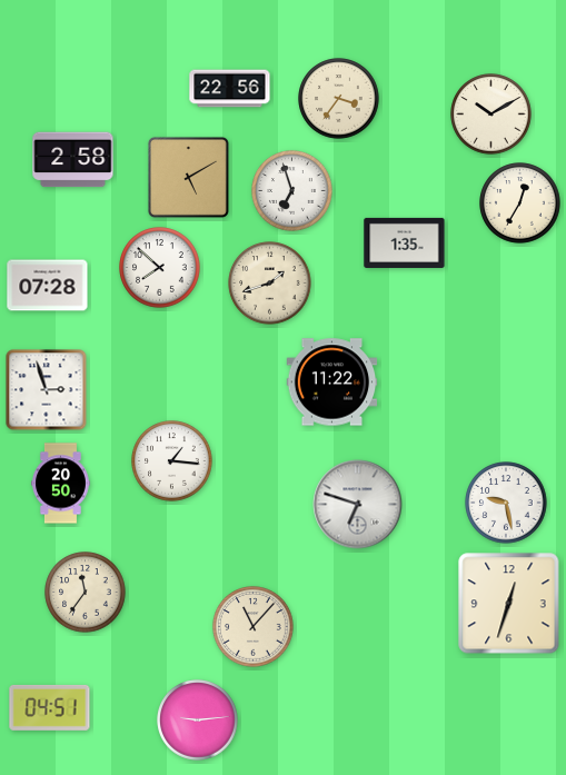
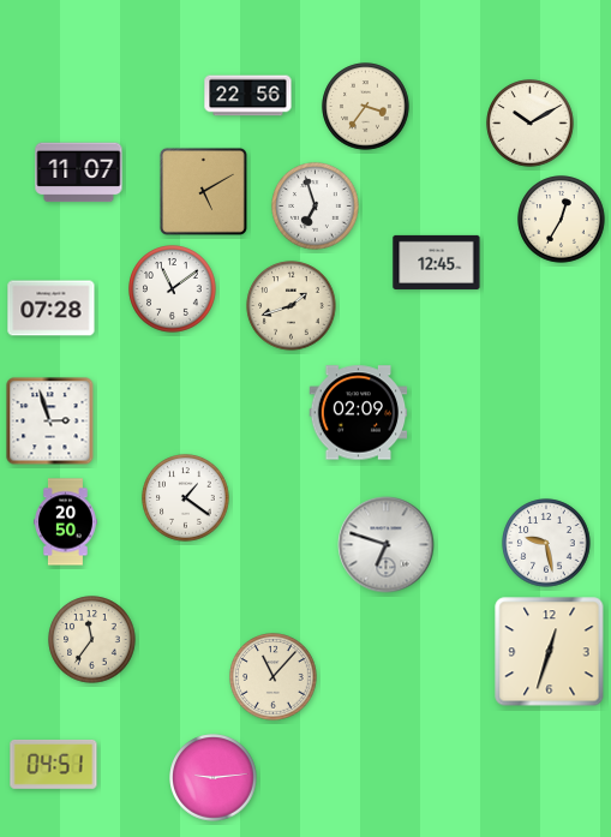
clock at (73, 160): 2:58 -> 11:07
clock at (405, 242): 1:35 -> 12:45
clock at (160, 268): 7:52 -> 11:09
clock at (332, 382): 11:22 -> 02:09
clock at (172, 461): 1:16 -> 1:21
